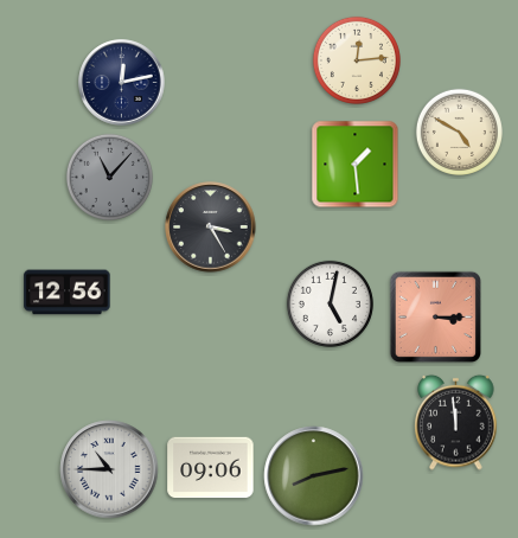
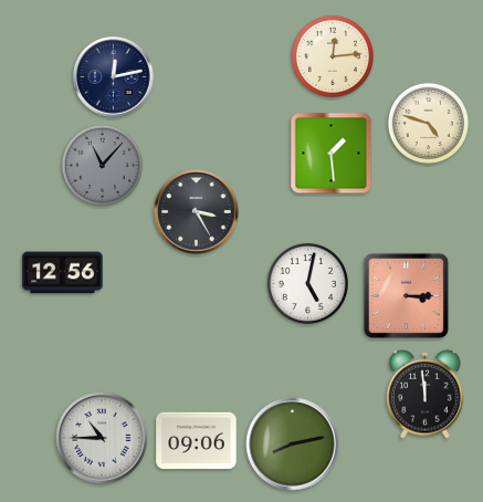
clock at (459, 132): 4:50 -> 4:48
clock at (211, 468) position: (211, 468) -> (197, 441)
